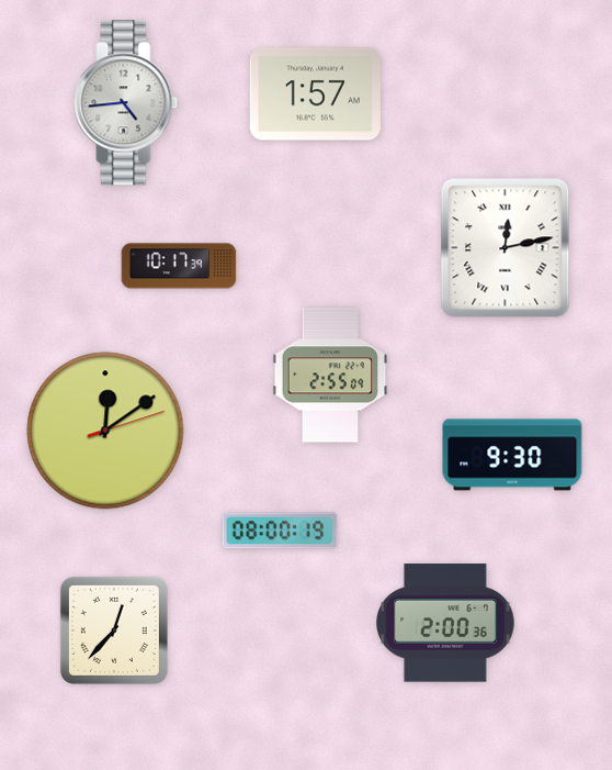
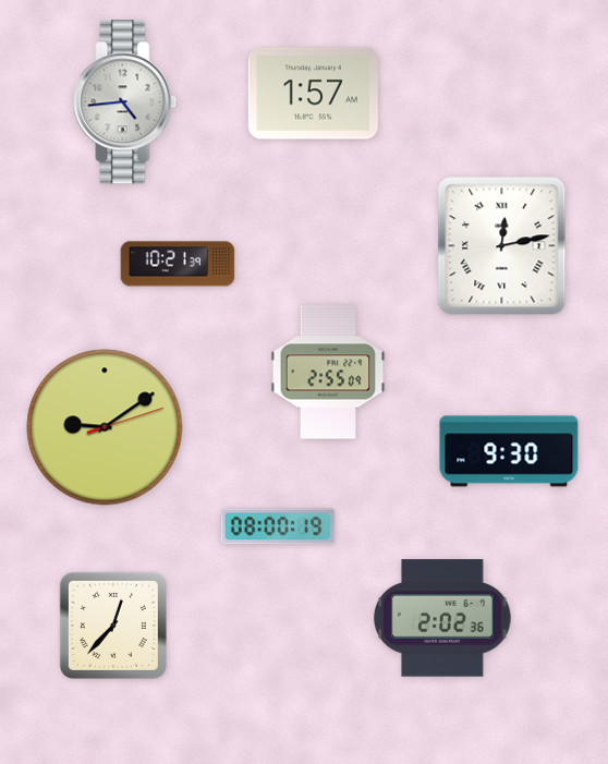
clock at (179, 266): 10:17 -> 10:21
clock at (105, 431): 12:09 -> 9:09
clock at (446, 623): 2:00 -> 2:02
